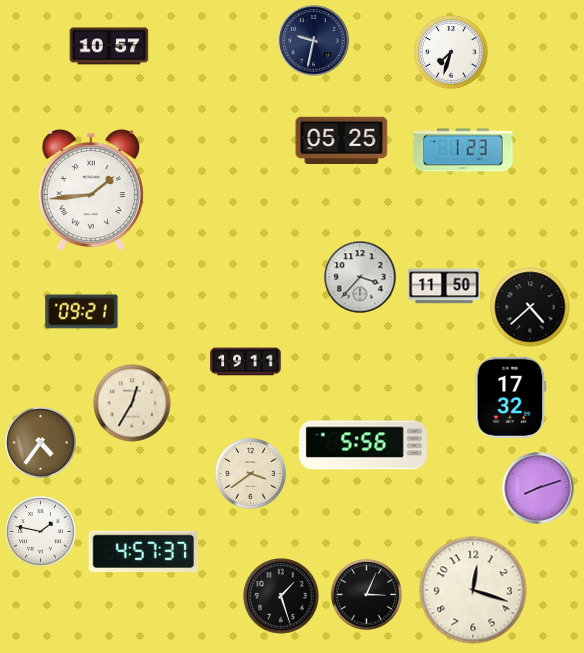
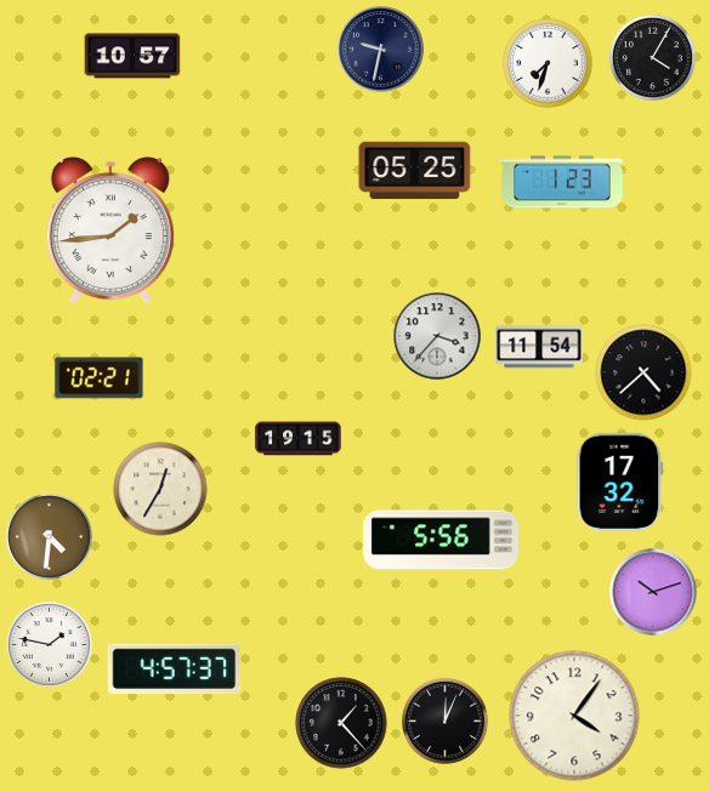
clock at (652, 57): none -> 4:05
clock at (444, 286): 11:50 -> 11:54
clock at (82, 312): 09:21 -> 02:21
clock at (246, 362): 19:11 -> 19:15
clock at (40, 442): 4:36 -> 4:31
clock at (250, 473): 3:39 -> none
clock at (538, 488): 8:12 -> 10:12
clock at (473, 590): 12:18 -> 4:06
clock at (366, 594): 3:04 -> 12:04
clock at (281, 596): 1:27 -> 1:23
